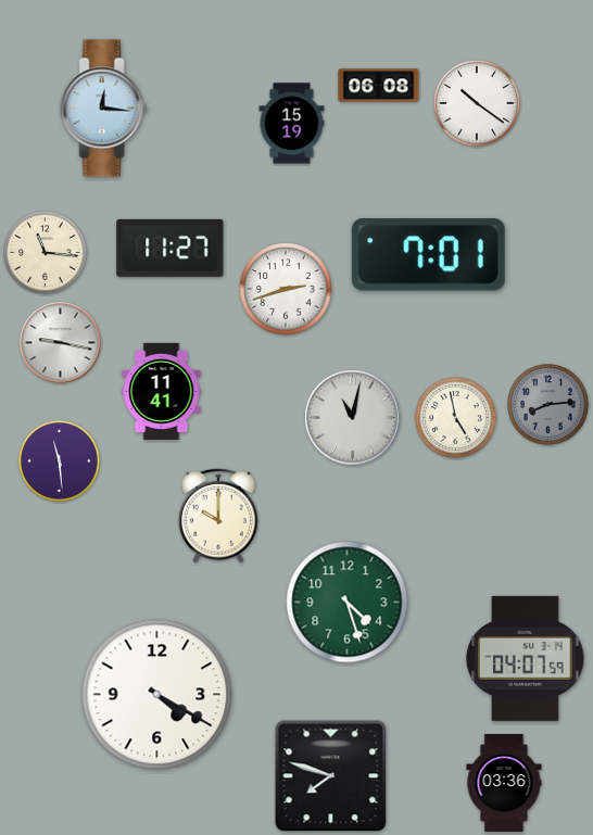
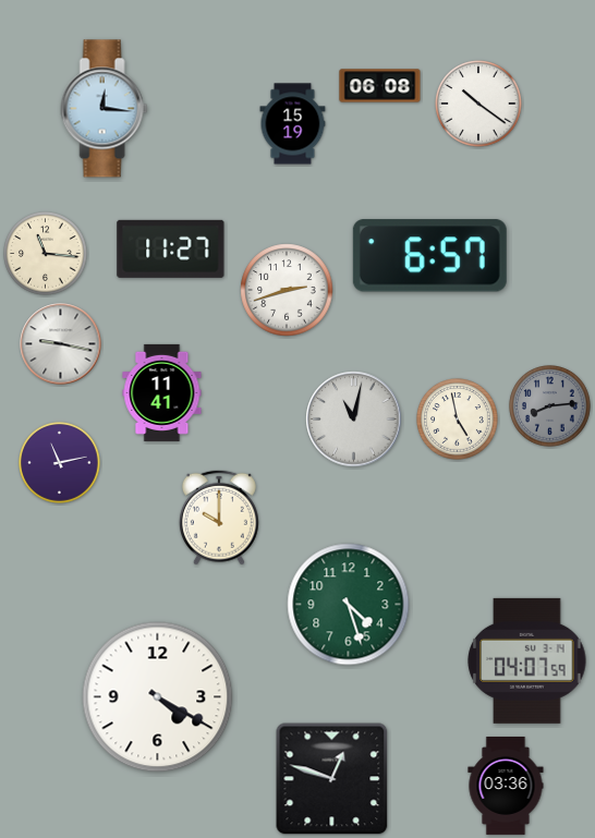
clock at (428, 255): 7:01 -> 6:57
clock at (60, 461): 11:29 -> 11:13
clock at (331, 776): 7:48 -> 12:48
